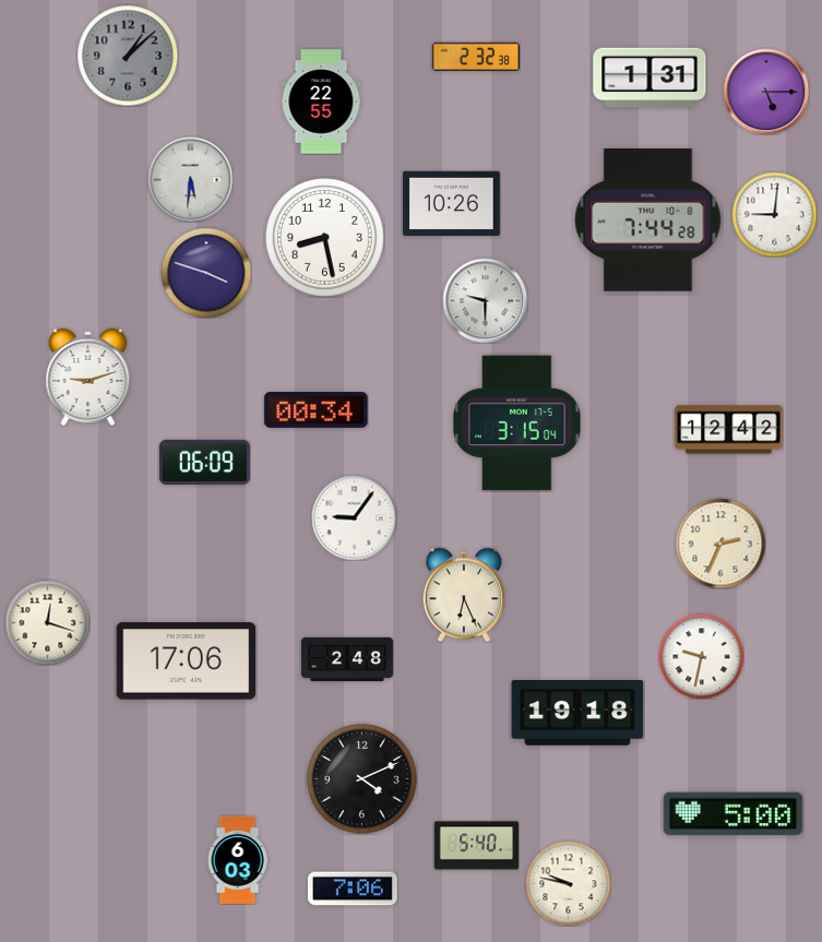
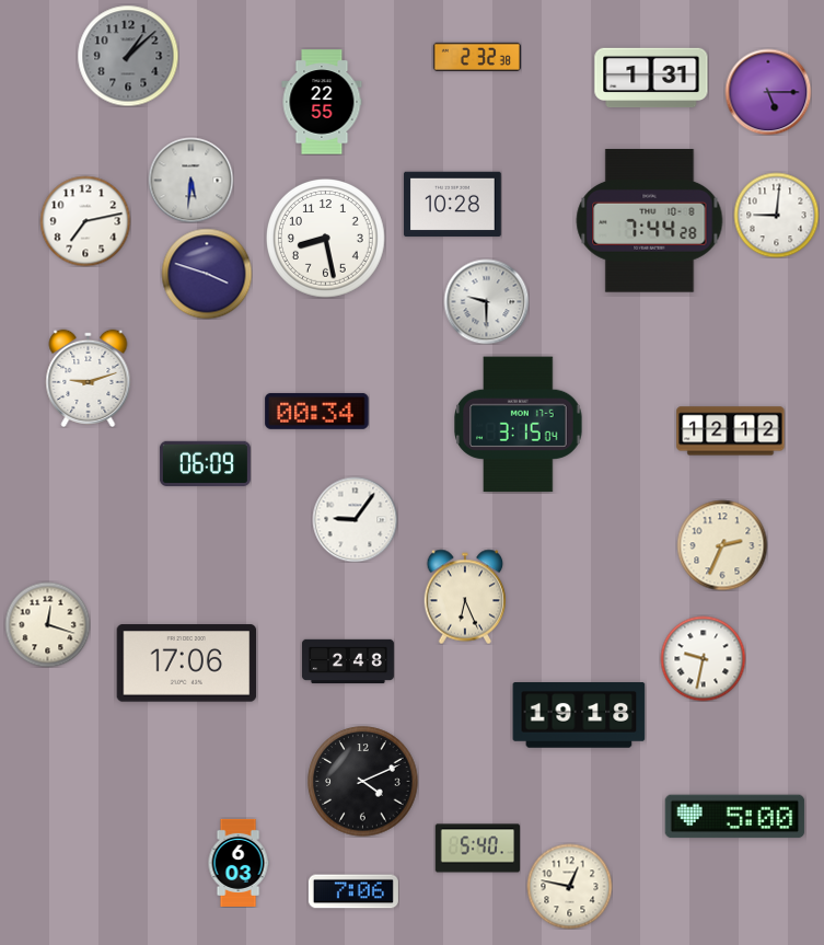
clock at (452, 204): 10:26 -> 10:28
clock at (85, 221): none -> 7:13
clock at (729, 430): 12:42 -> 12:12
clock at (568, 883): 9:47 -> 12:47
